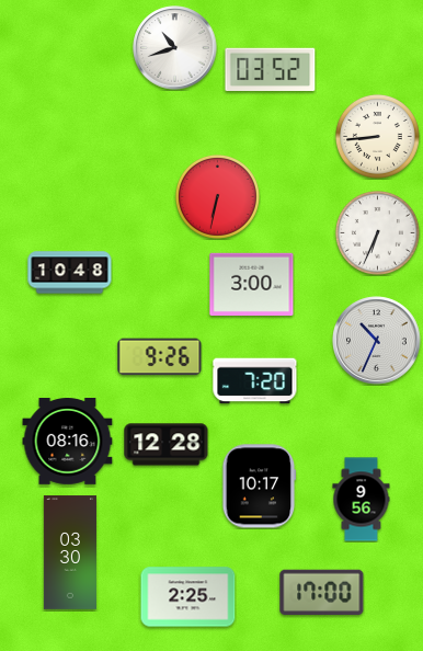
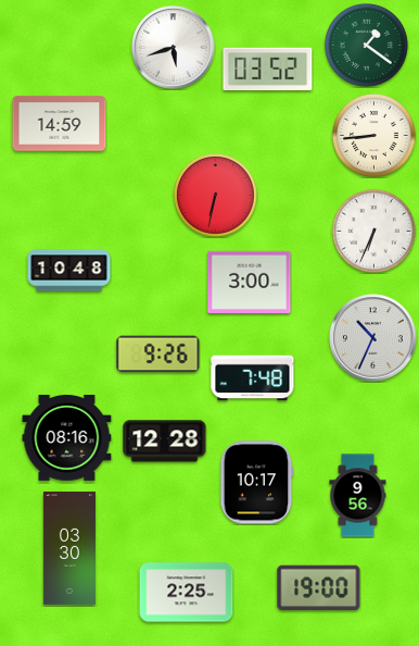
clock at (366, 45): none -> 1:21
clock at (175, 48): 10:42 -> 5:42
clock at (60, 124): none -> 14:59
clock at (255, 381): 7:20 -> 7:48
clock at (322, 593): 17:00 -> 19:00
